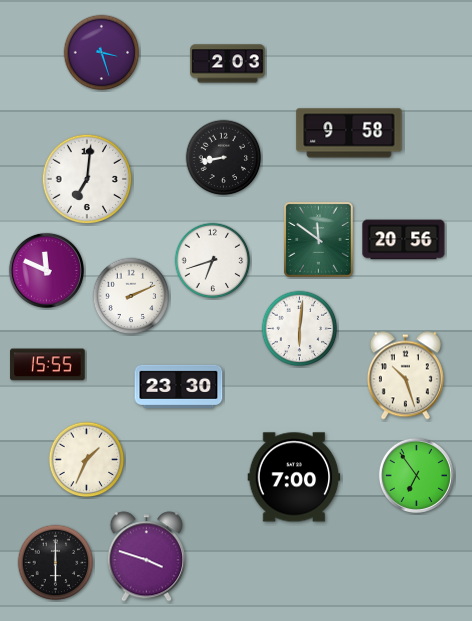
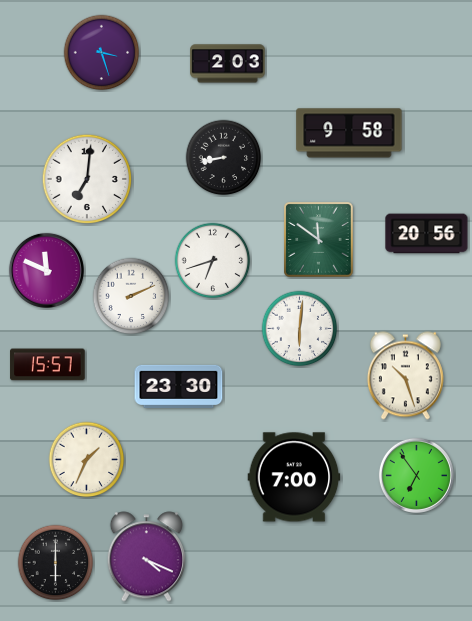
clock at (404, 240) position: (404, 240) -> (427, 234)
clock at (48, 365): 15:55 -> 15:57
clock at (146, 557): 3:48 -> 4:19
